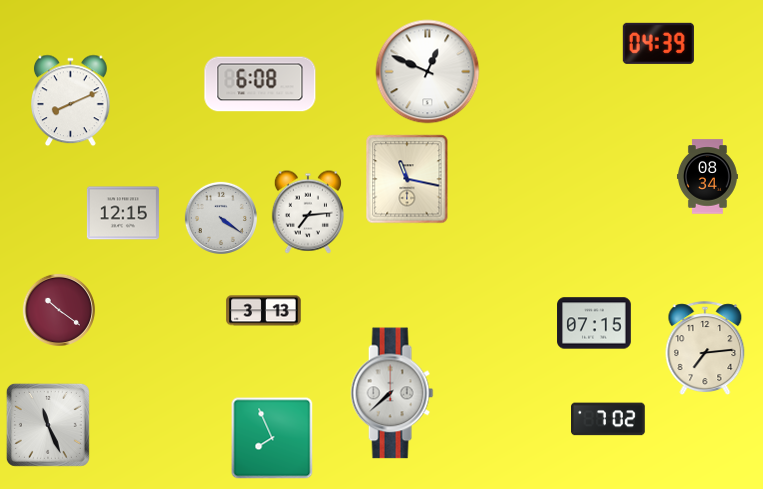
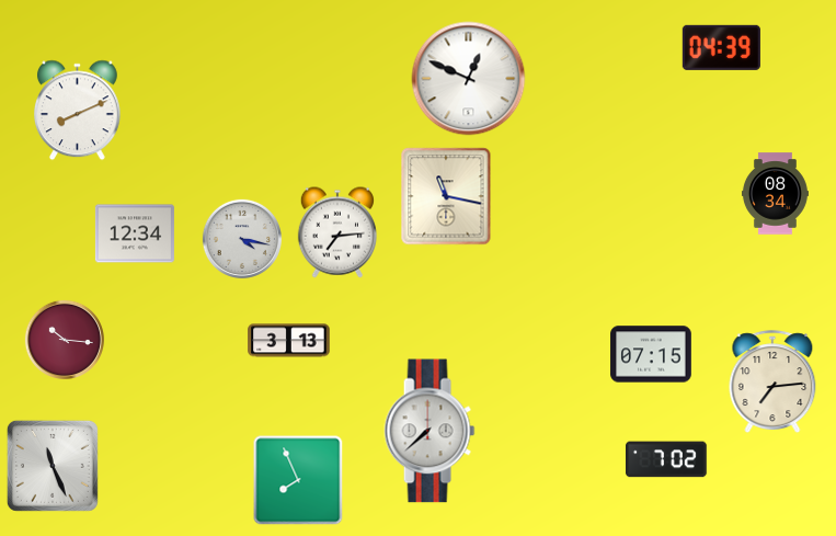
clock at (260, 84): 6:08 -> none
clock at (123, 213): 12:15 -> 12:34
clock at (221, 218): 4:21 -> 4:17
clock at (59, 310): 10:21 -> 10:16
